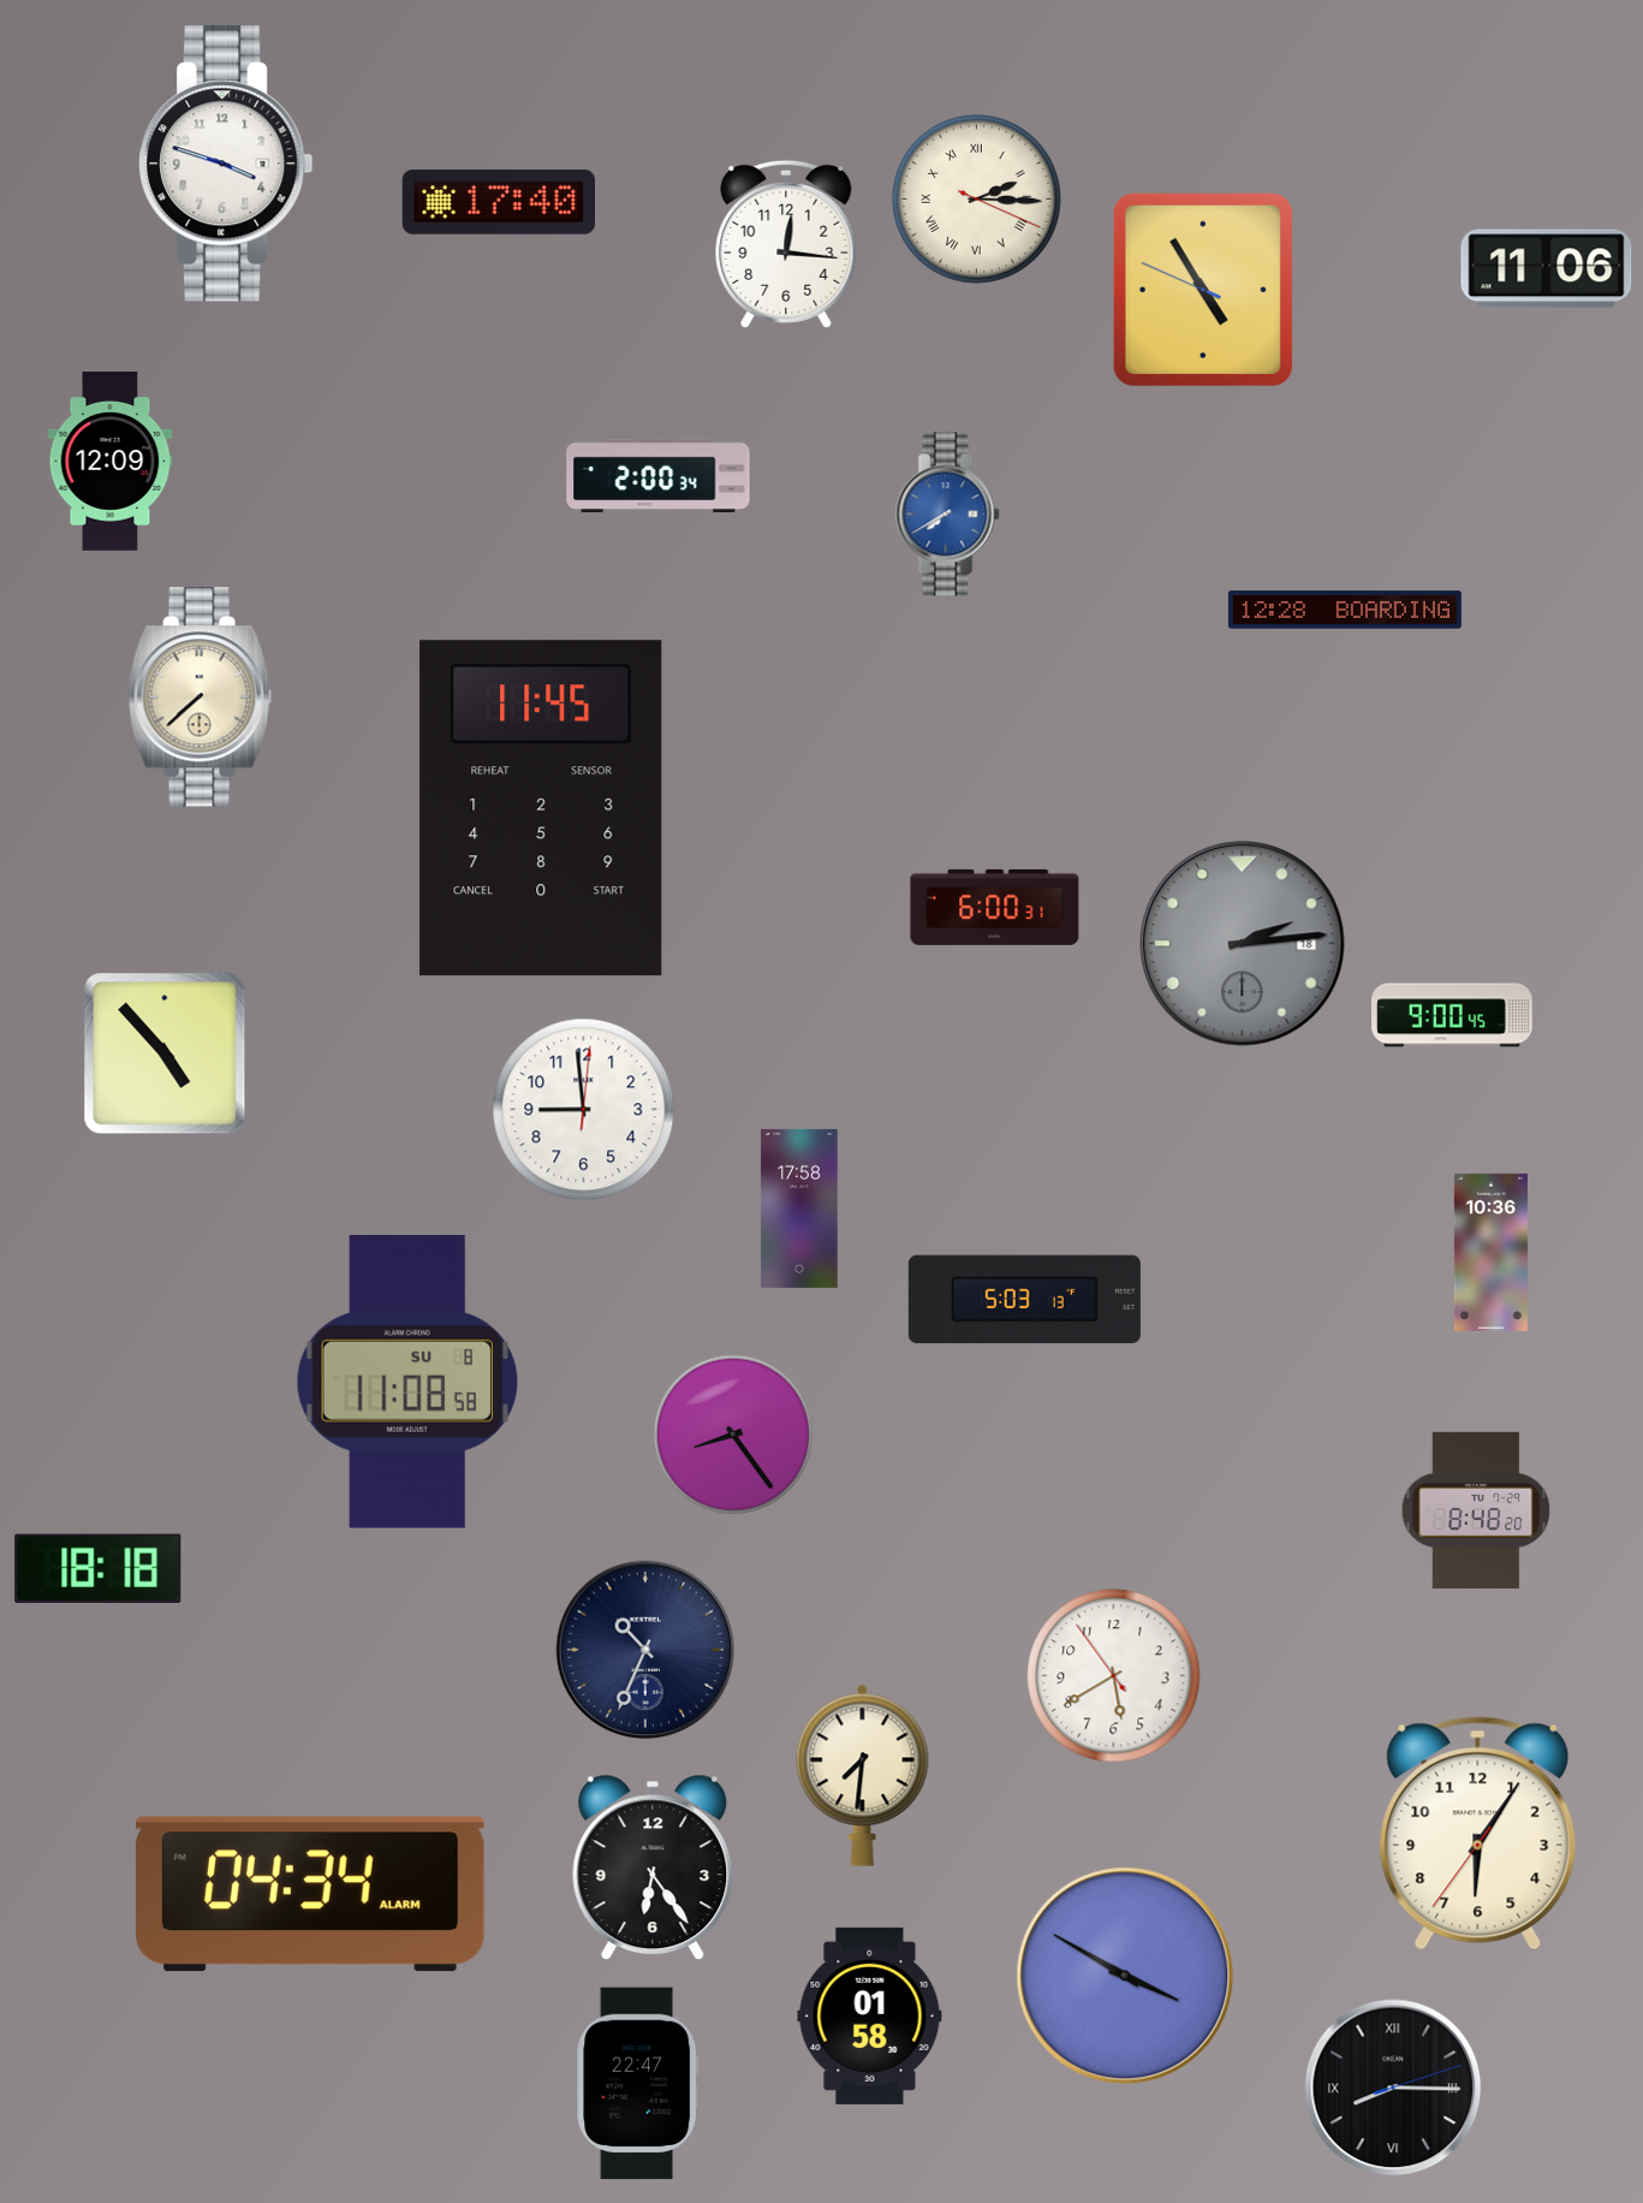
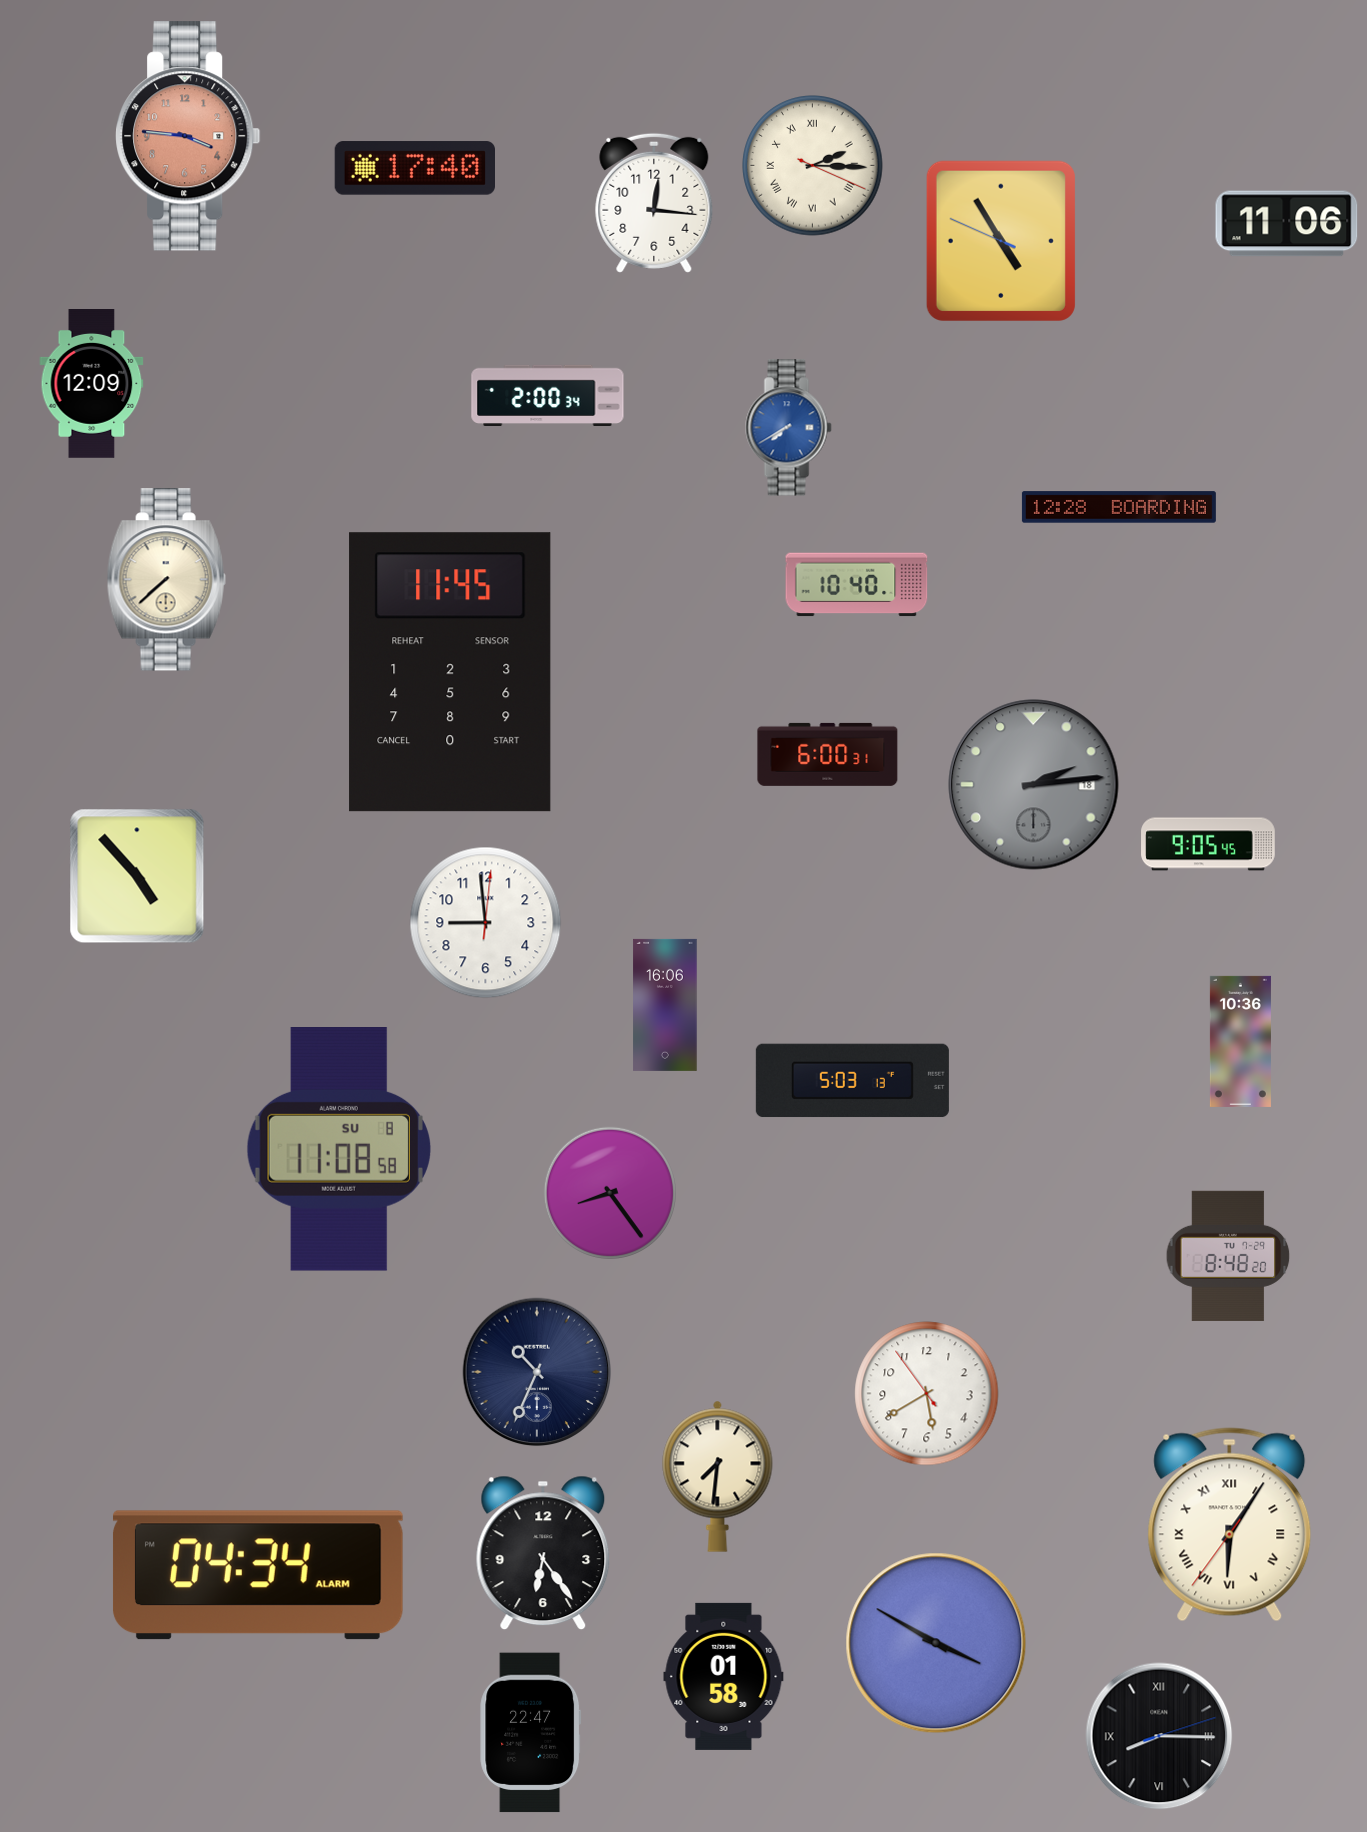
clock at (226, 164): 3:48 -> 3:46
clock at (226, 164) dial: white -> salmon
clock at (857, 585): none -> 10:40
clock at (1452, 1015): 9:00 -> 9:05
clock at (799, 1209): 17:58 -> 16:06
clock at (99, 1568): 18:18 -> none
clock at (1478, 1834) numerals: Arabic -> Roman
